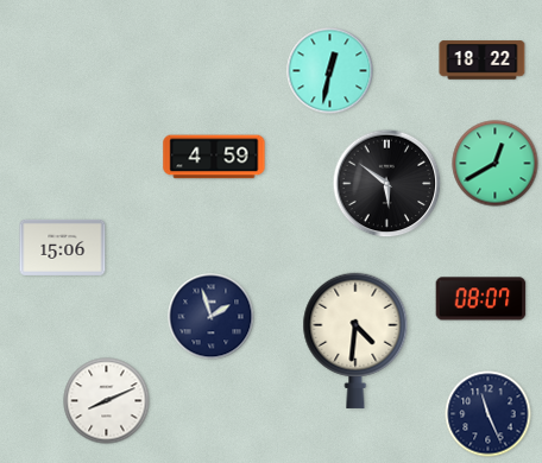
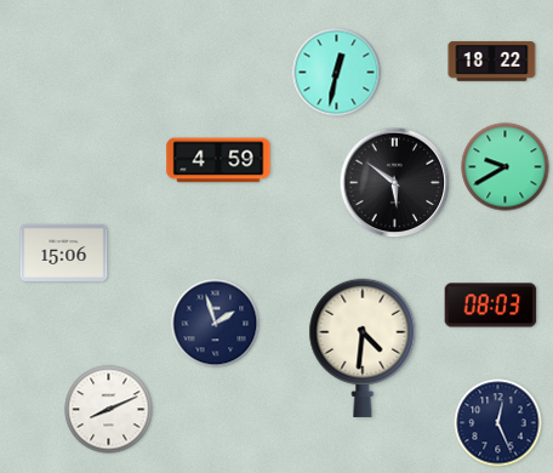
clock at (496, 164): 12:40 -> 9:40
clock at (387, 184) position: (387, 184) -> (395, 183)
clock at (481, 299): 08:07 -> 08:03
clock at (489, 414): 11:26 -> 12:26
